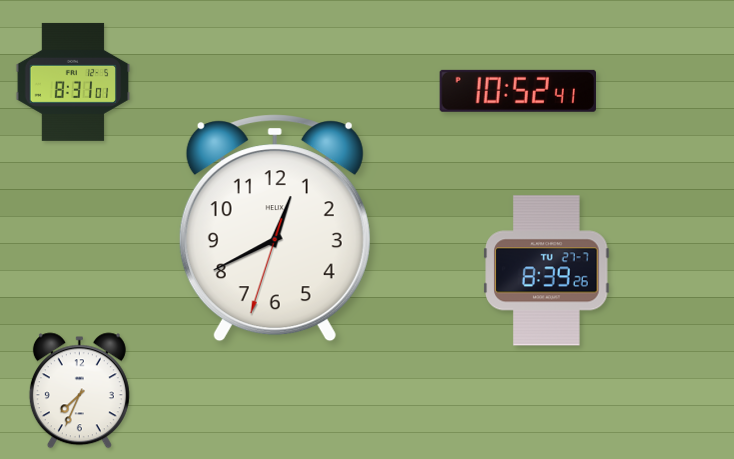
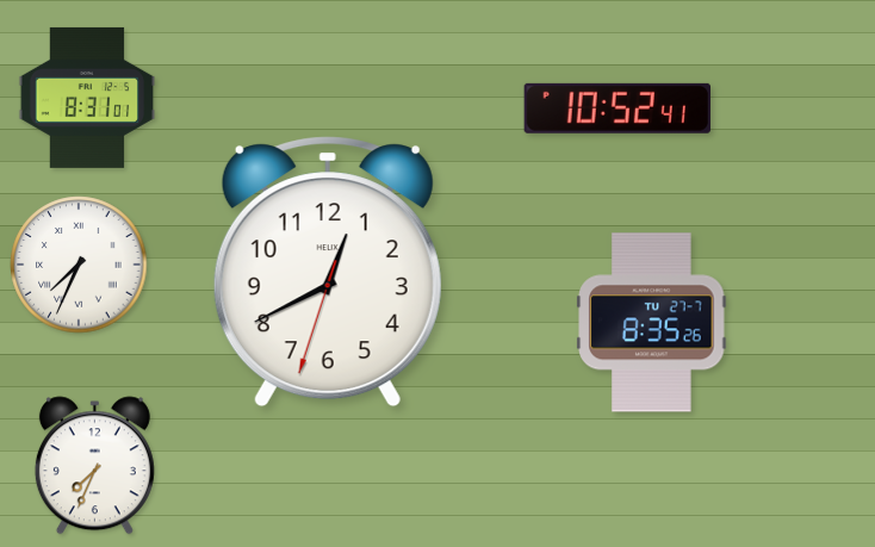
clock at (79, 265): none -> 7:34
clock at (547, 271): 8:39 -> 8:35
